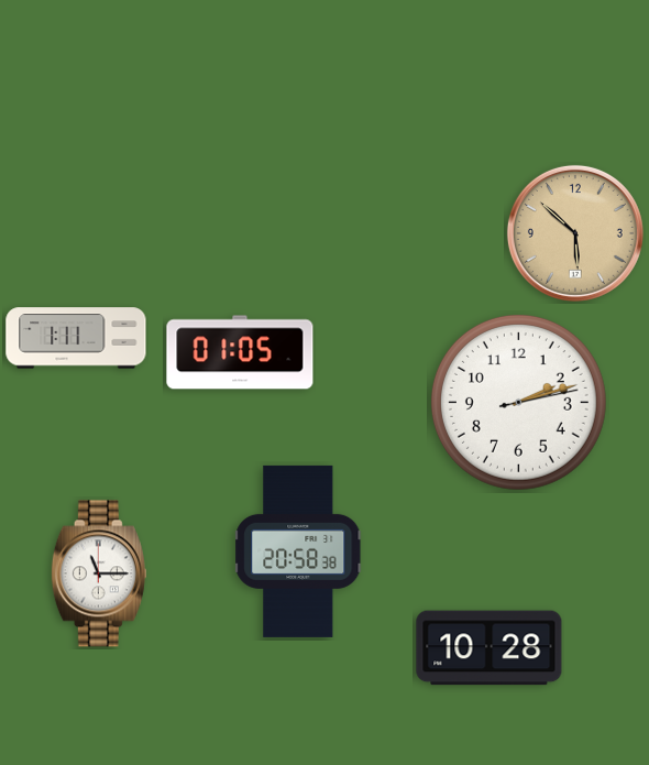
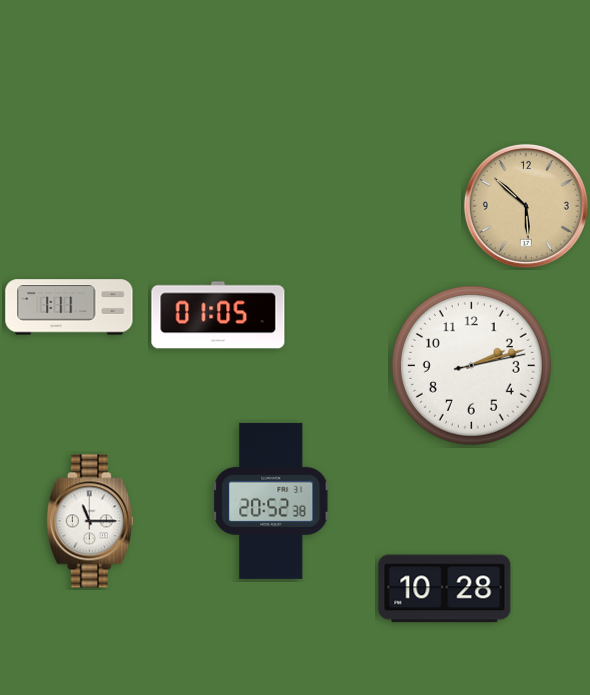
clock at (575, 233) position: (575, 233) -> (526, 206)
clock at (240, 352) position: (240, 352) -> (218, 315)
clock at (299, 551): 20:58 -> 20:52
